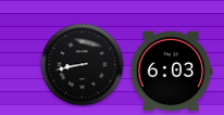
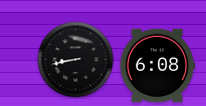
clock at (171, 72): 6:03 -> 6:08
